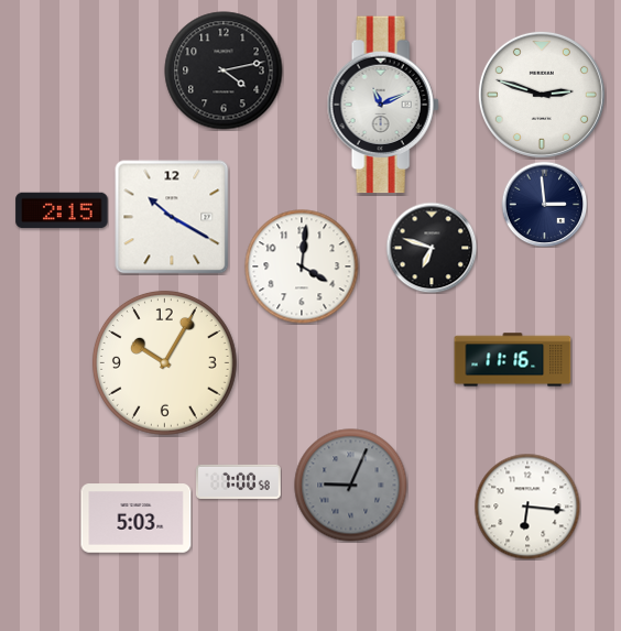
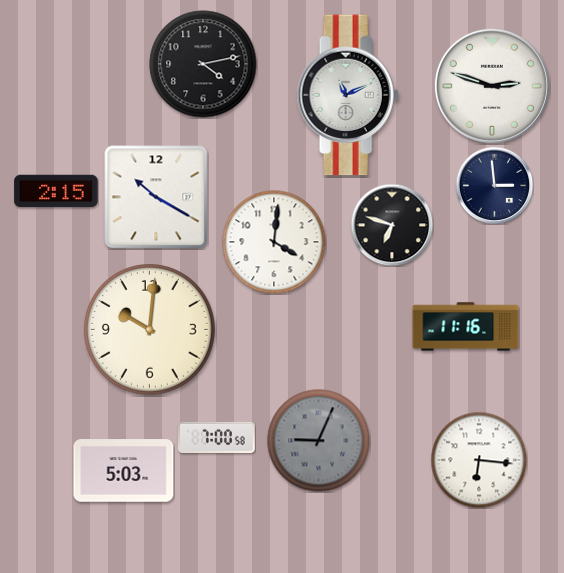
clock at (164, 362): 10:05 -> 10:01
